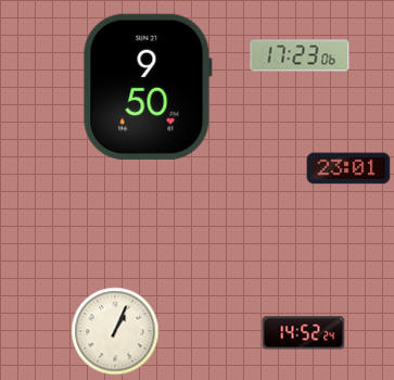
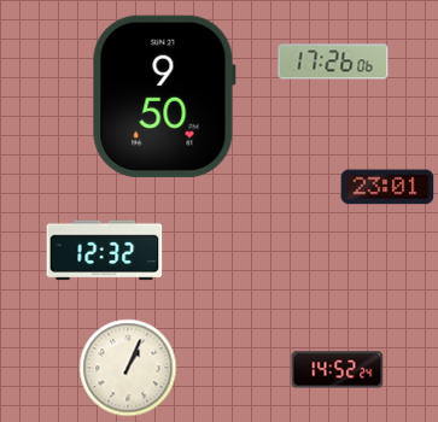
clock at (300, 55): 17:23 -> 17:26
clock at (105, 251): none -> 12:32
